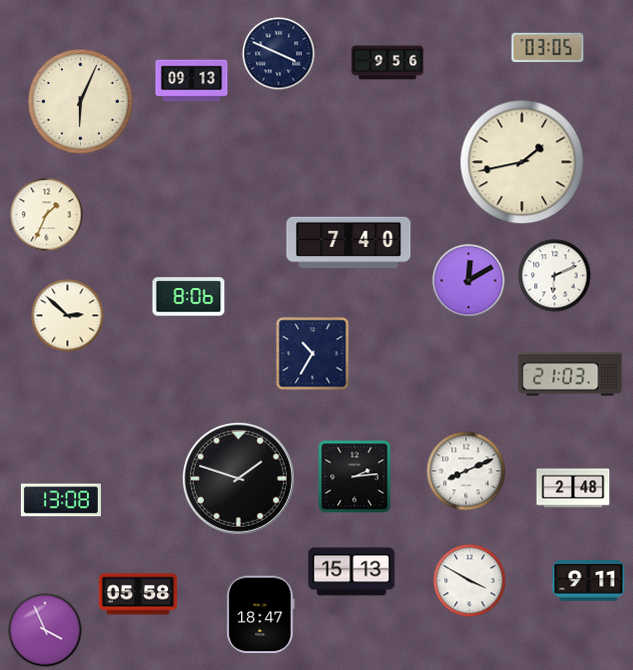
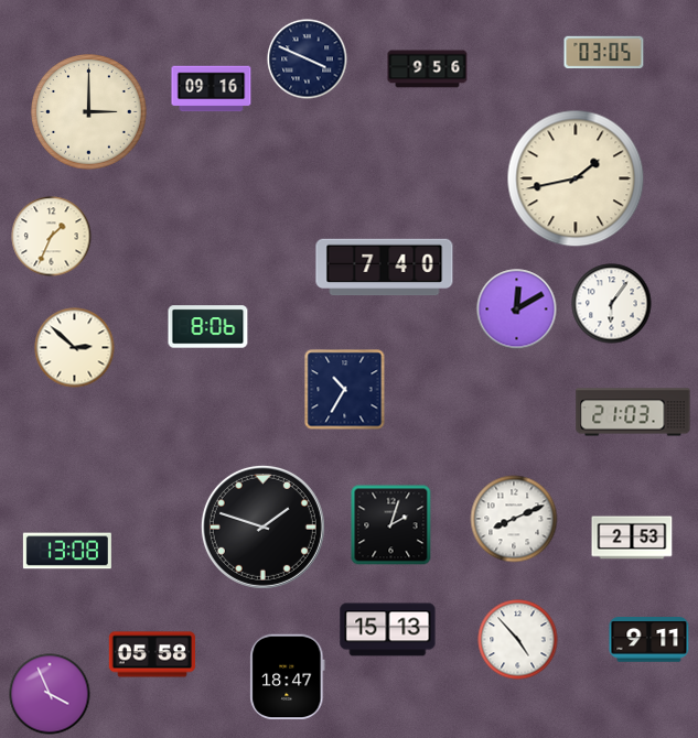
clock at (192, 81): 09:13 -> 09:16
clock at (81, 102): 6:04 -> 3:00
clock at (555, 276): 6:11 -> 6:06
clock at (570, 374) position: (570, 374) -> (633, 412)
clock at (355, 477): 2:14 -> 2:03
clock at (573, 488): 2:48 -> 2:53
clock at (470, 581): 3:50 -> 4:53
